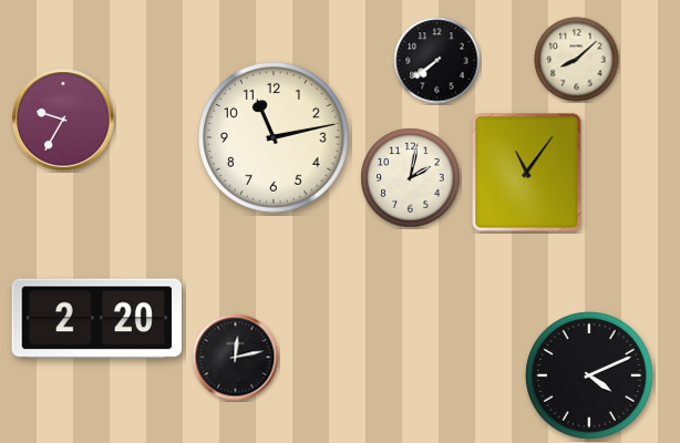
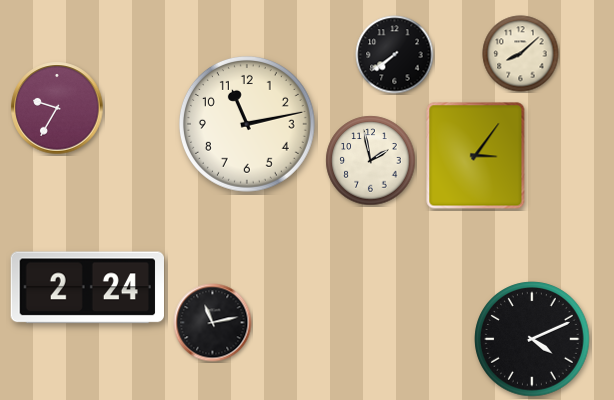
clock at (527, 173): 11:06 -> 3:06
clock at (411, 178): 2:02 -> 1:58
clock at (96, 319): 2:20 -> 2:24
clock at (236, 358): 12:13 -> 11:13
